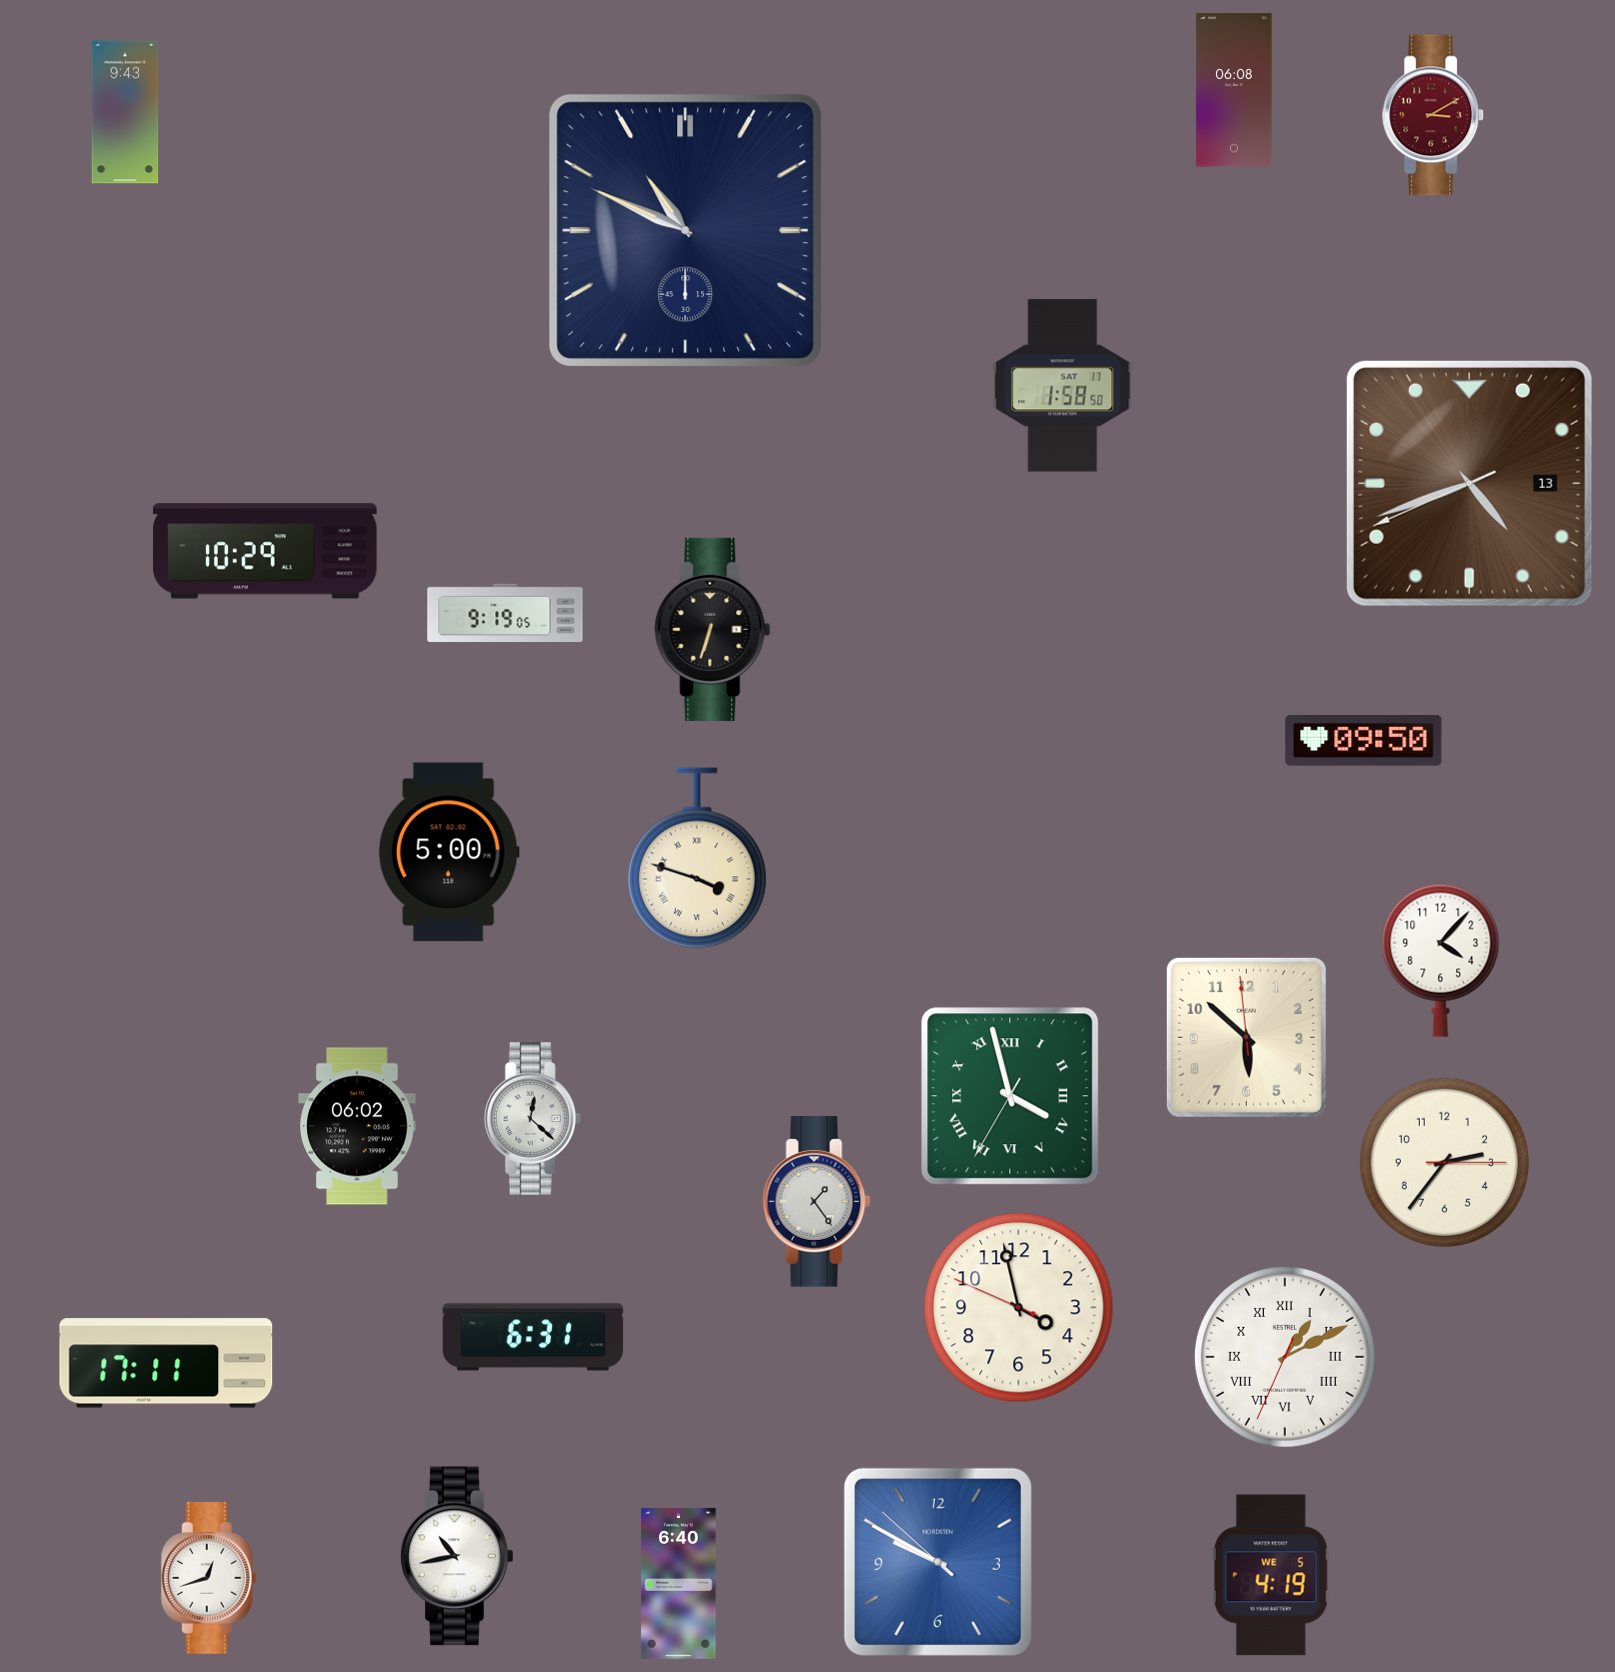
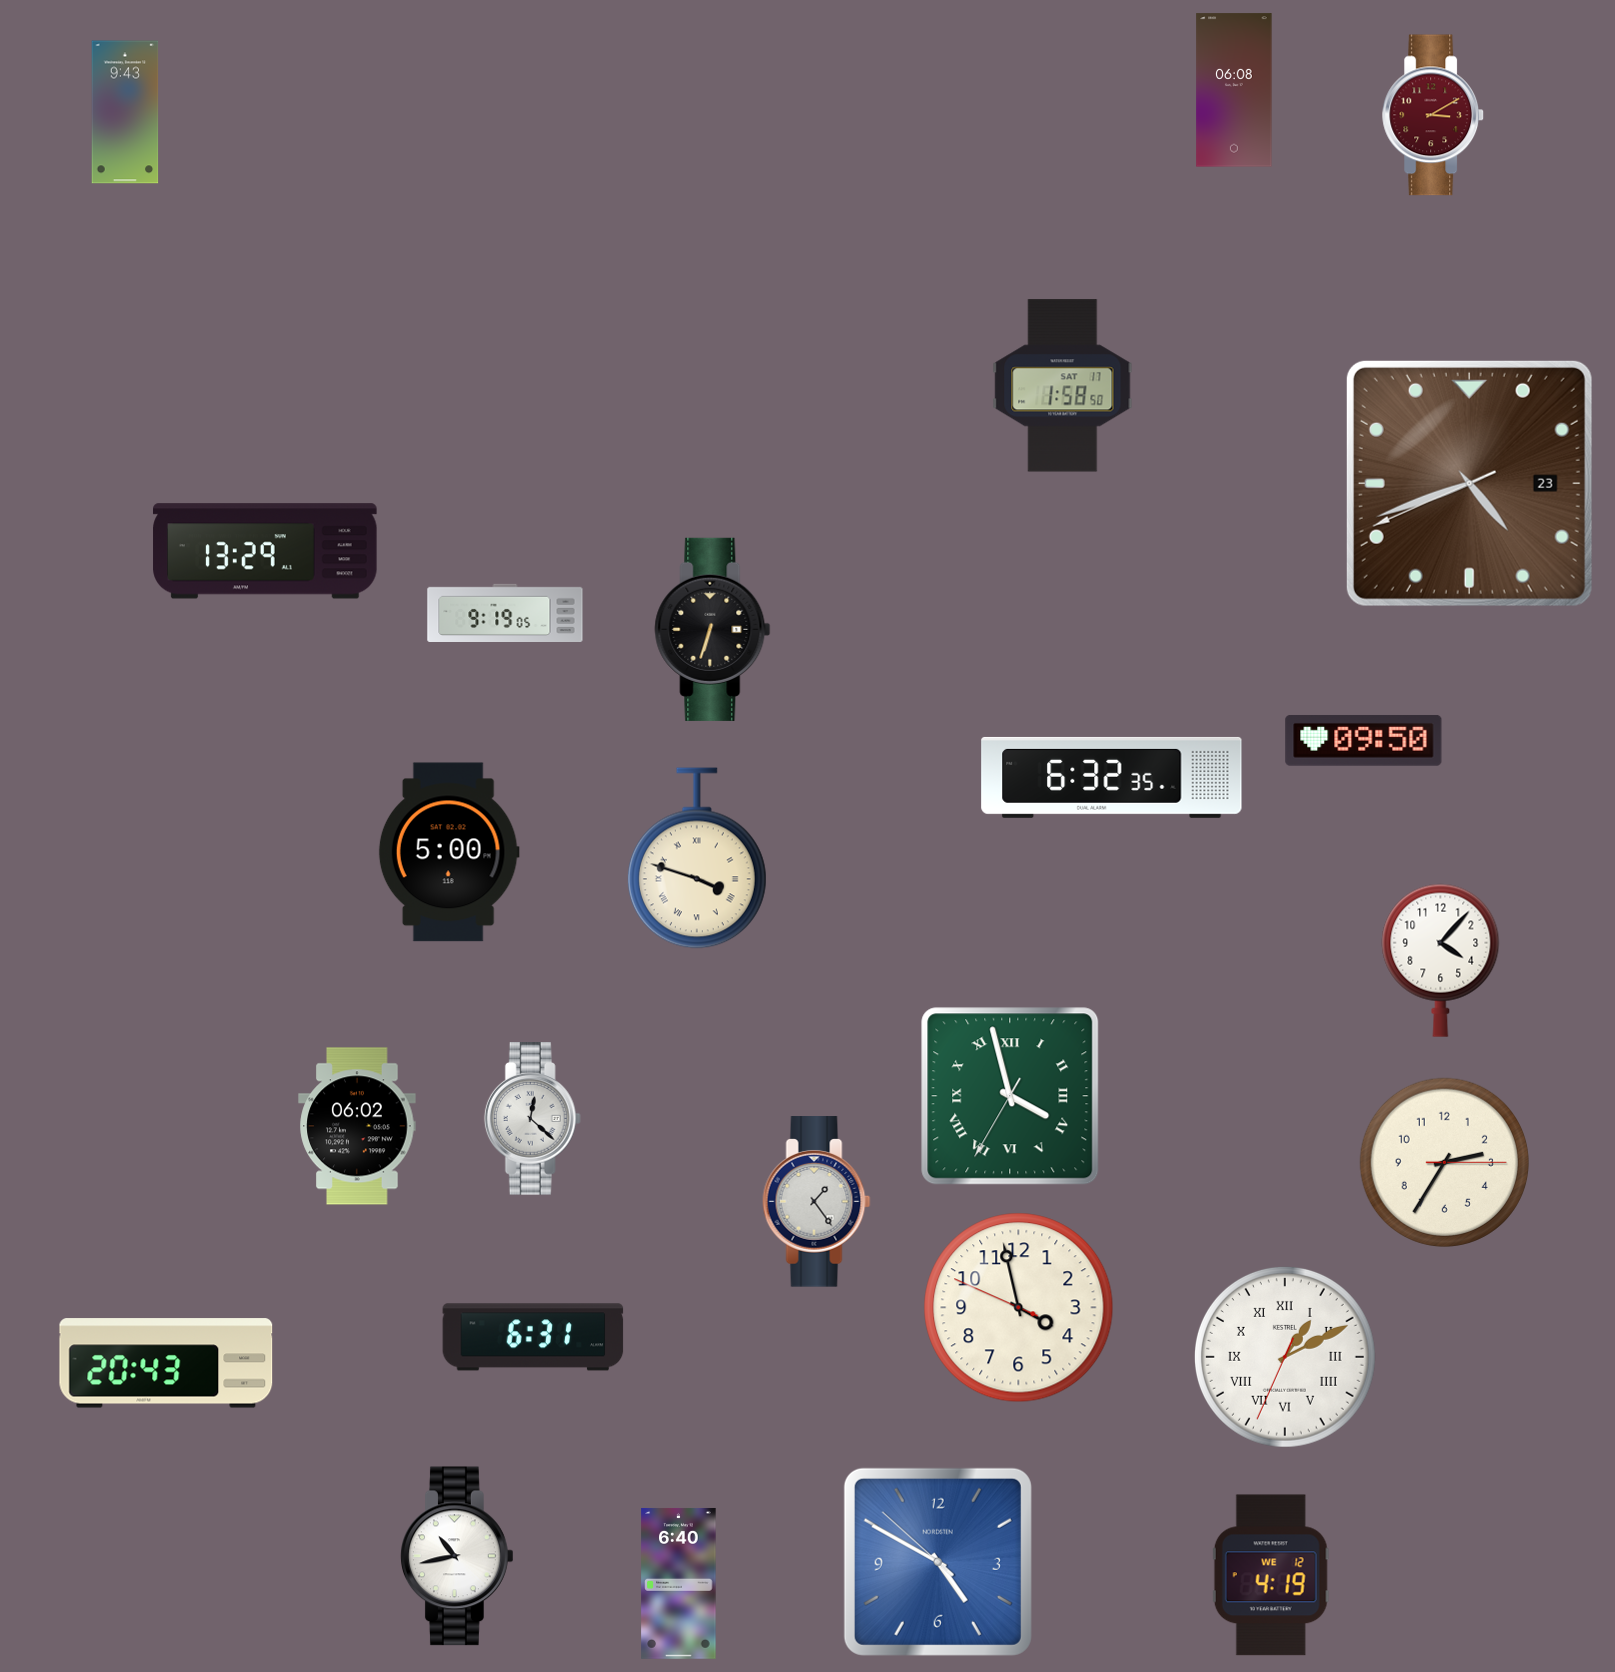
clock at (685, 230): 10:49 -> none
clock at (1469, 483) date: 13 -> 23
clock at (265, 551): 10:29 -> 13:29
clock at (1112, 777): none -> 6:32
clock at (1246, 1037): 5:51 -> none
clock at (1444, 1162): 2:36 -> 2:35
clock at (166, 1363): 17:11 -> 20:43
clock at (938, 1562): 9:49 -> 4:49
clock at (1271, 1575) date: WE 5 -> WE 12
clock at (209, 1578): 12:42 -> none
